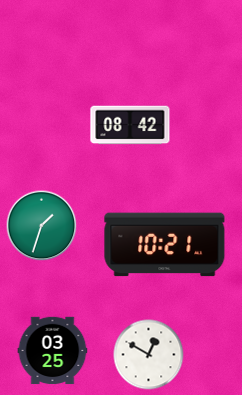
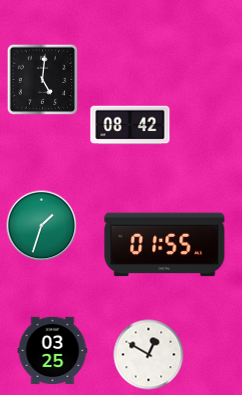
clock at (42, 79): none -> 5:01
clock at (165, 245): 10:21 -> 01:55
